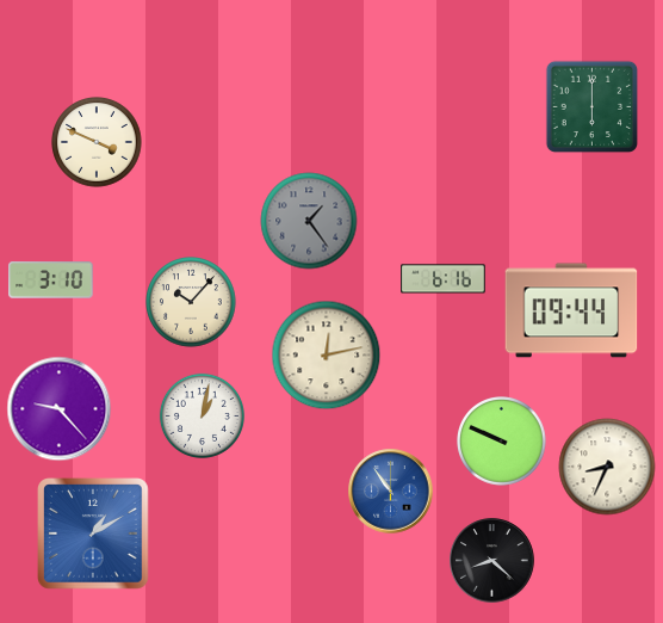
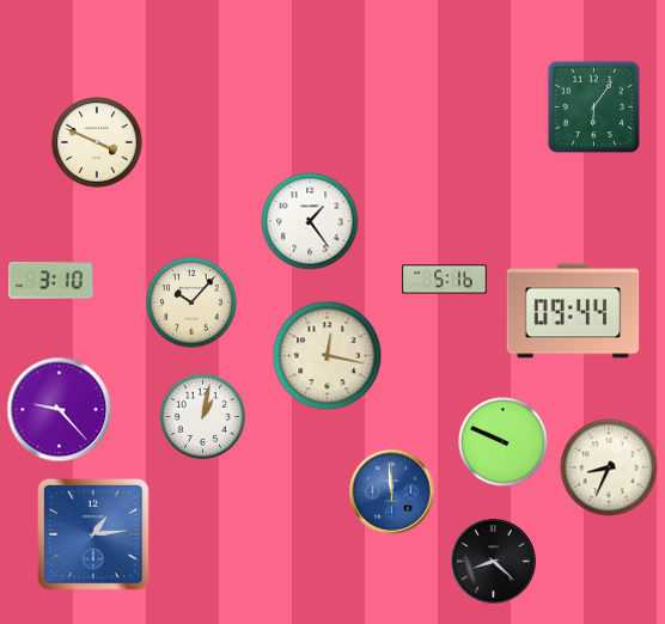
clock at (593, 107): 6:00 -> 6:06
clock at (309, 221) dial: grey -> white
clock at (444, 279): 6:16 -> 5:16
clock at (327, 356): 12:13 -> 12:17
clock at (391, 492): 10:54 -> 11:59
clock at (94, 535): 1:10 -> 1:14
